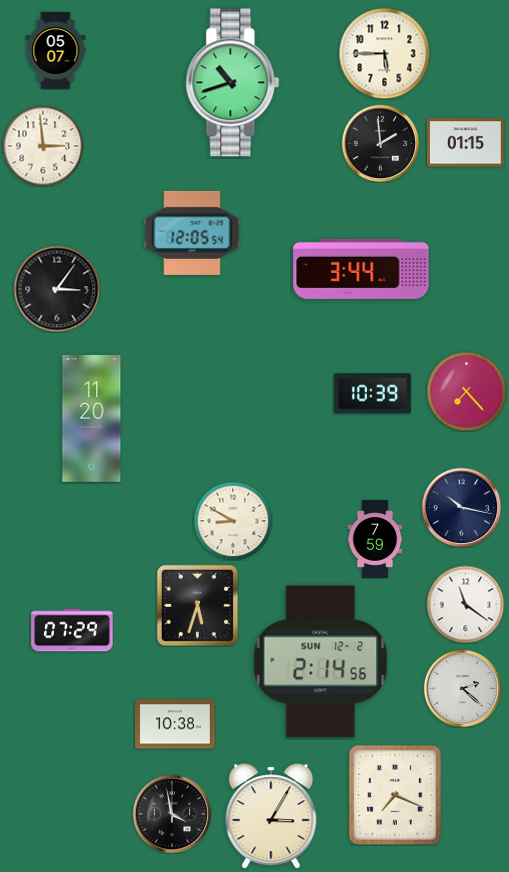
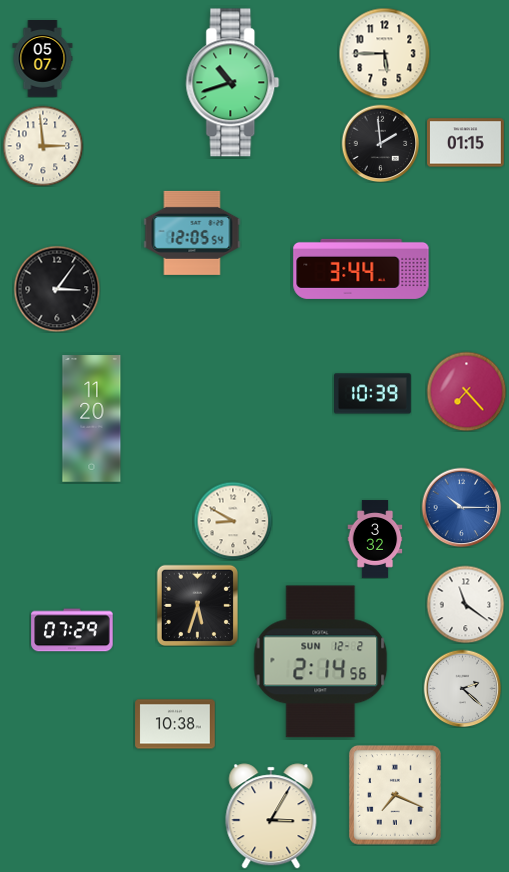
clock at (56, 51) position: (56, 51) -> (43, 59)
clock at (461, 507): 10:17 -> 10:15
clock at (461, 507) dial: navy -> blue
clock at (375, 539): 7:59 -> 3:32
clock at (172, 814): 3:58 -> none
